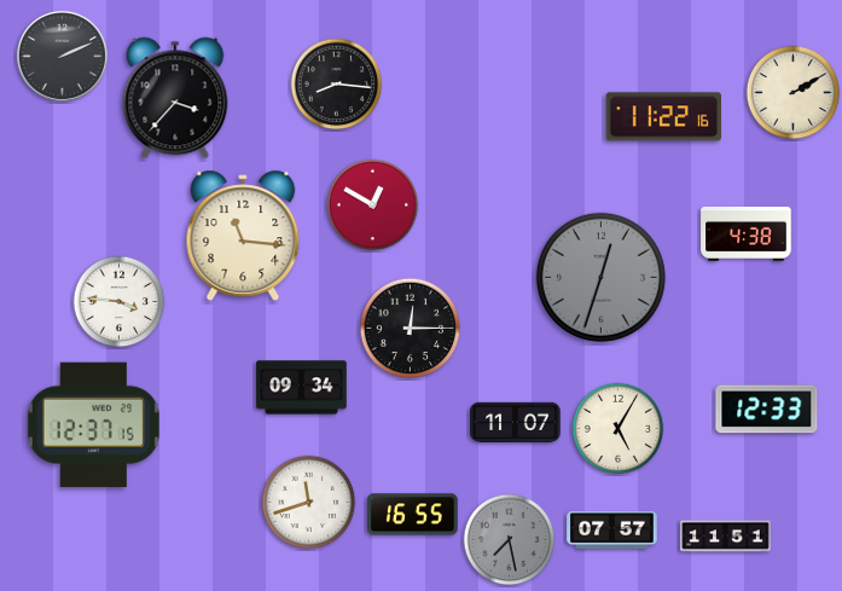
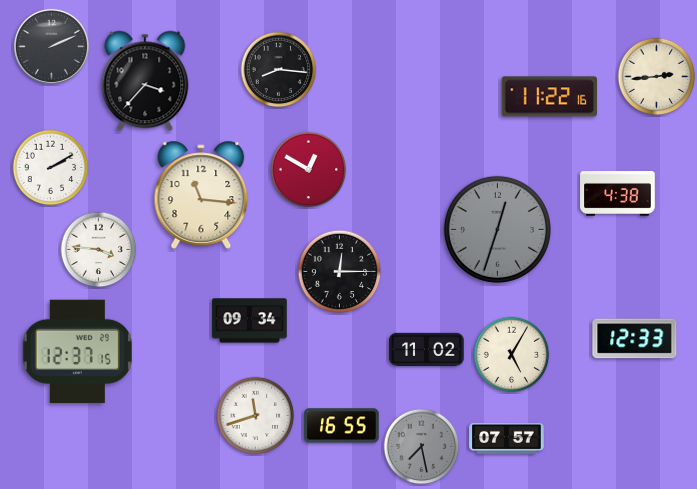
clock at (794, 93): 2:10 -> 2:44
clock at (51, 168): none -> 2:10
clock at (516, 422): 11:07 -> 11:02
clock at (726, 537): 11:51 -> none
